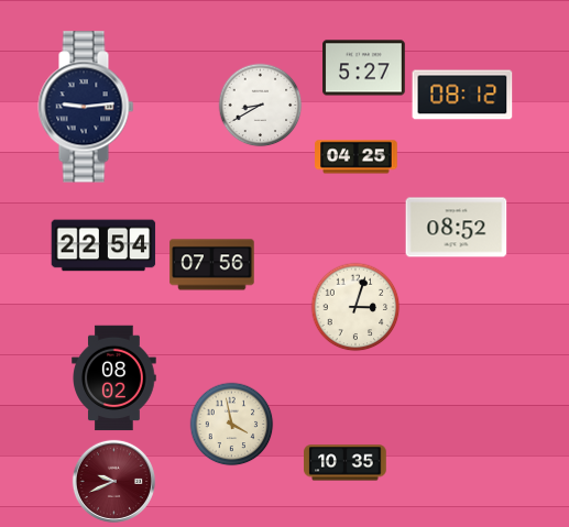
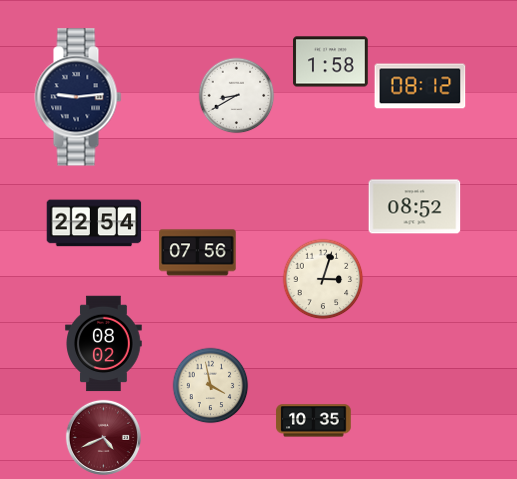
clock at (364, 68): 5:27 -> 1:58
clock at (357, 157): 04:25 -> none
clock at (212, 265) position: (212, 265) -> (198, 253)
clock at (113, 481): 9:41 -> 4:41
